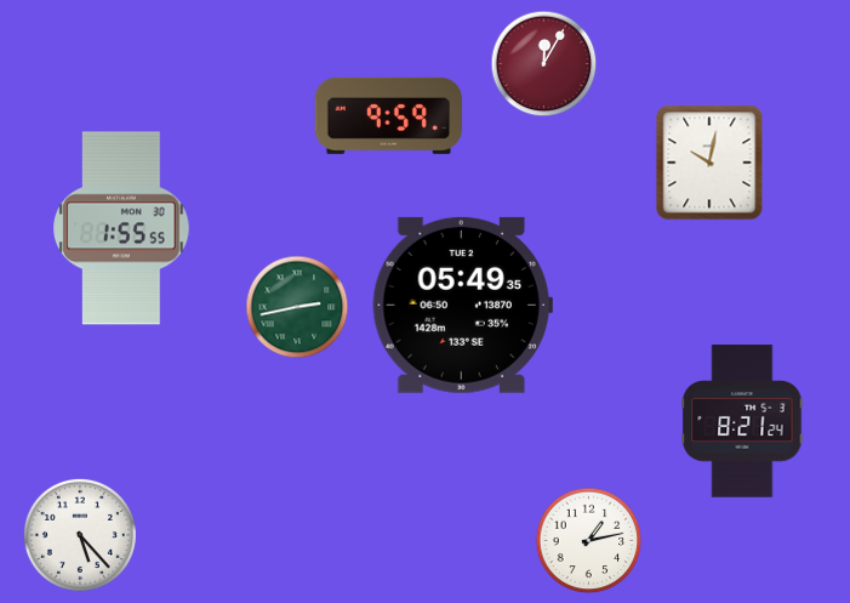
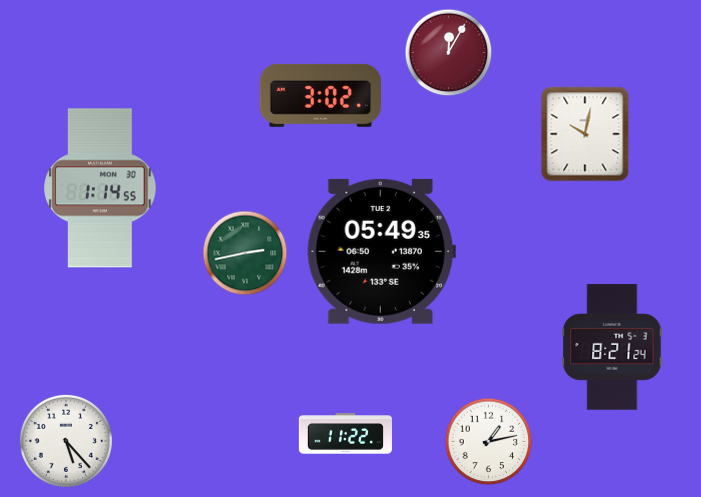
clock at (388, 115): 9:59 -> 3:02
clock at (121, 228): 1:55 -> 1:14
clock at (345, 434): none -> 11:22
clock at (589, 541) position: (589, 541) -> (489, 442)
